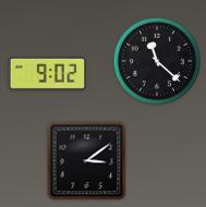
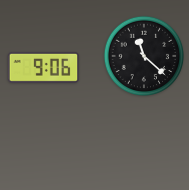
clock at (48, 73): 9:02 -> 9:06
clock at (87, 161): 3:09 -> none
